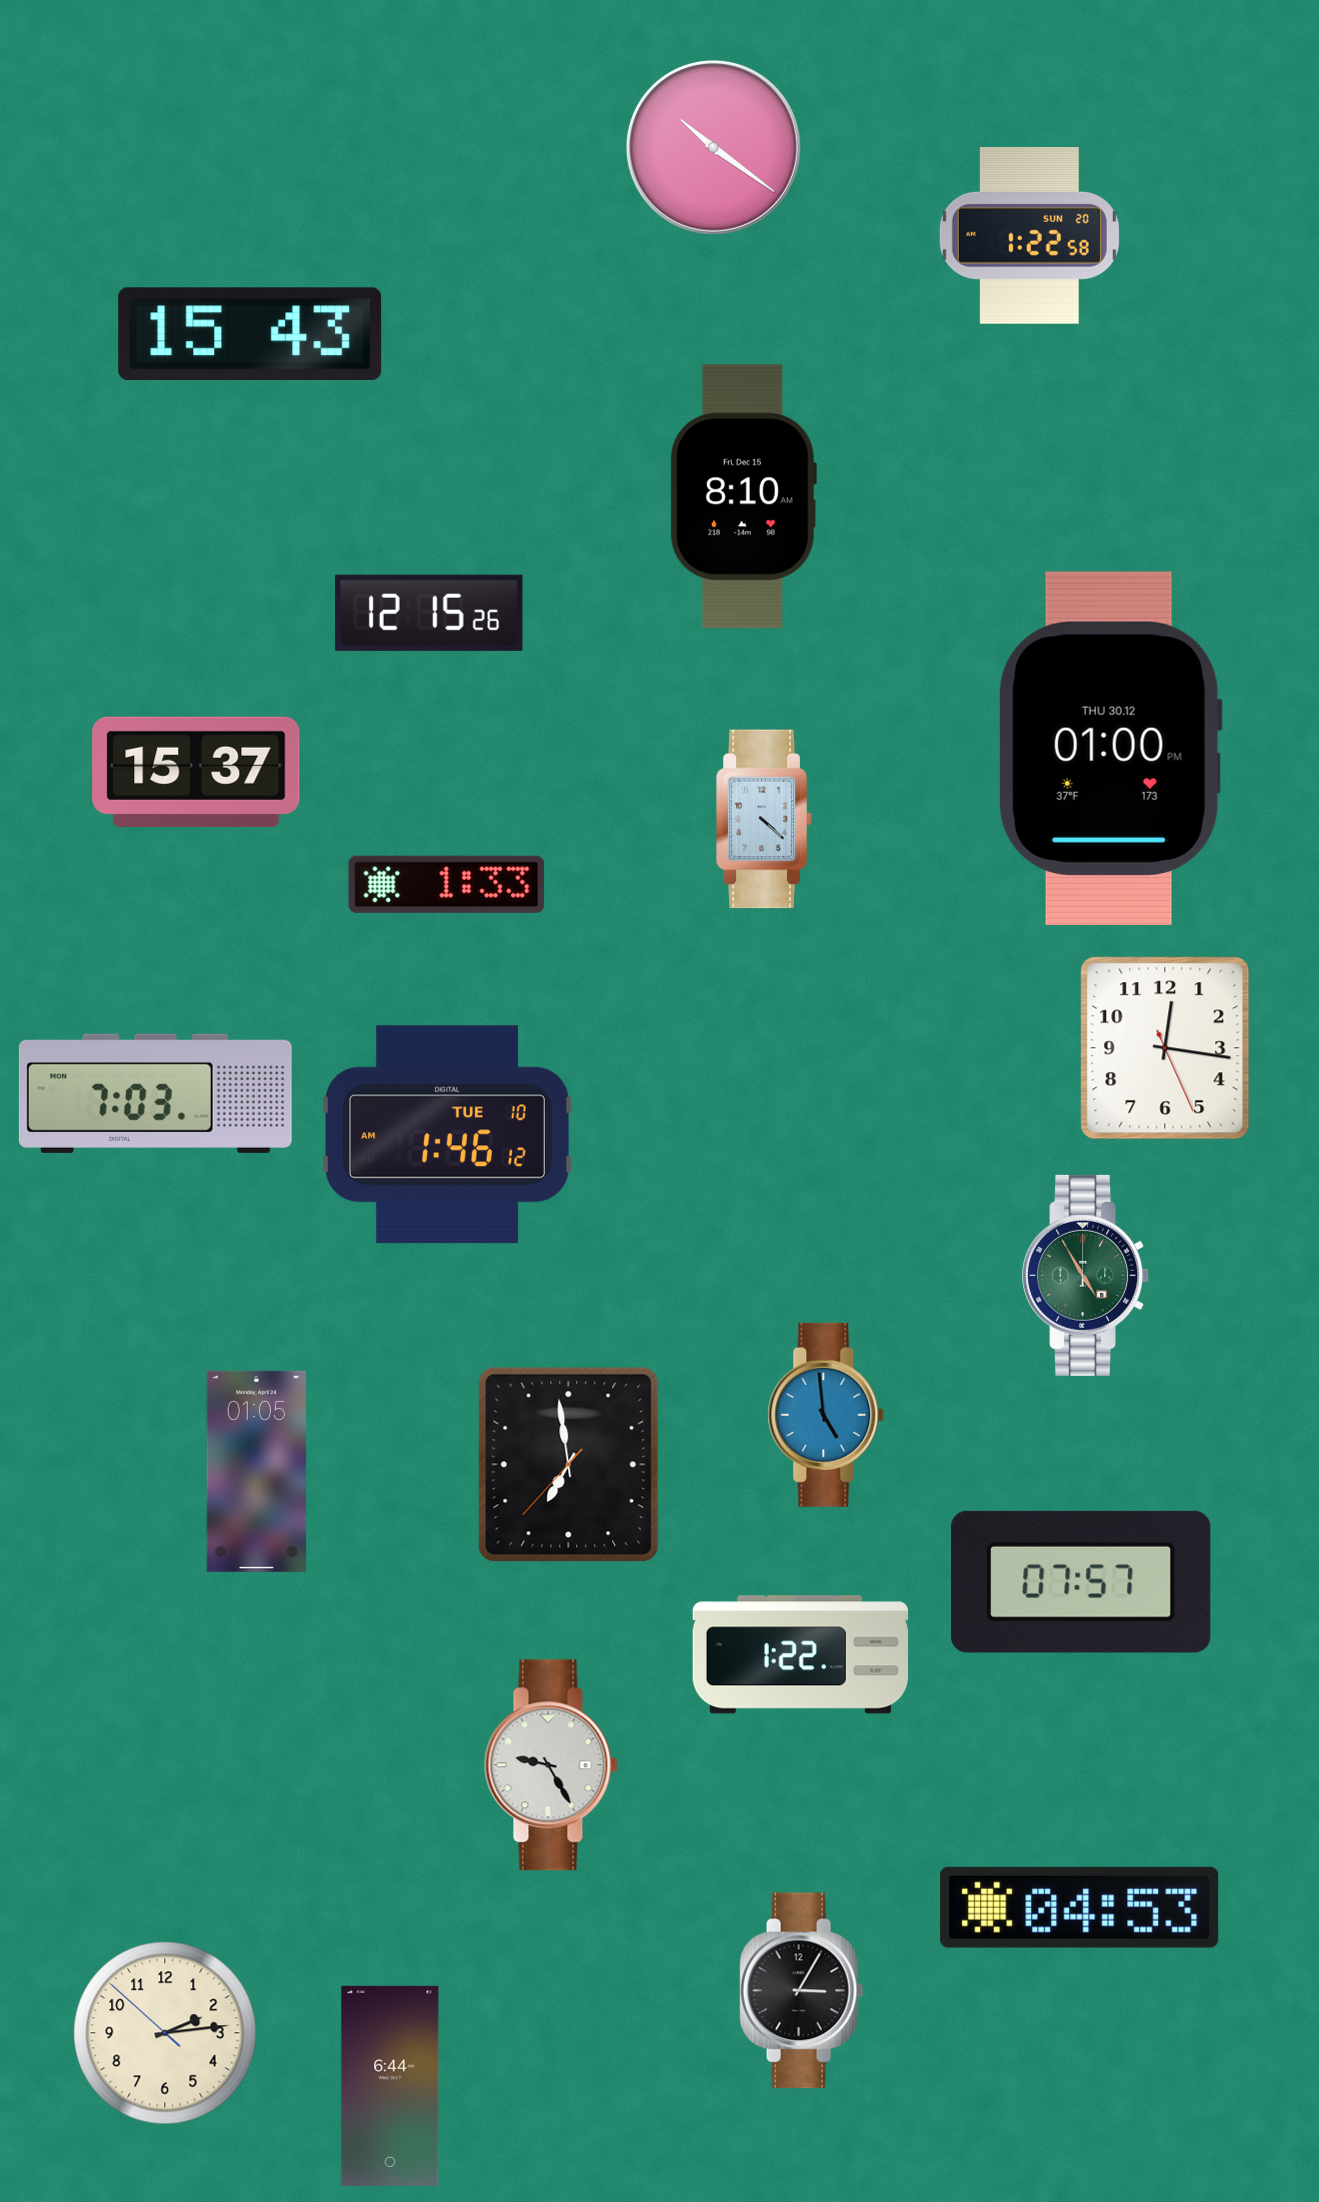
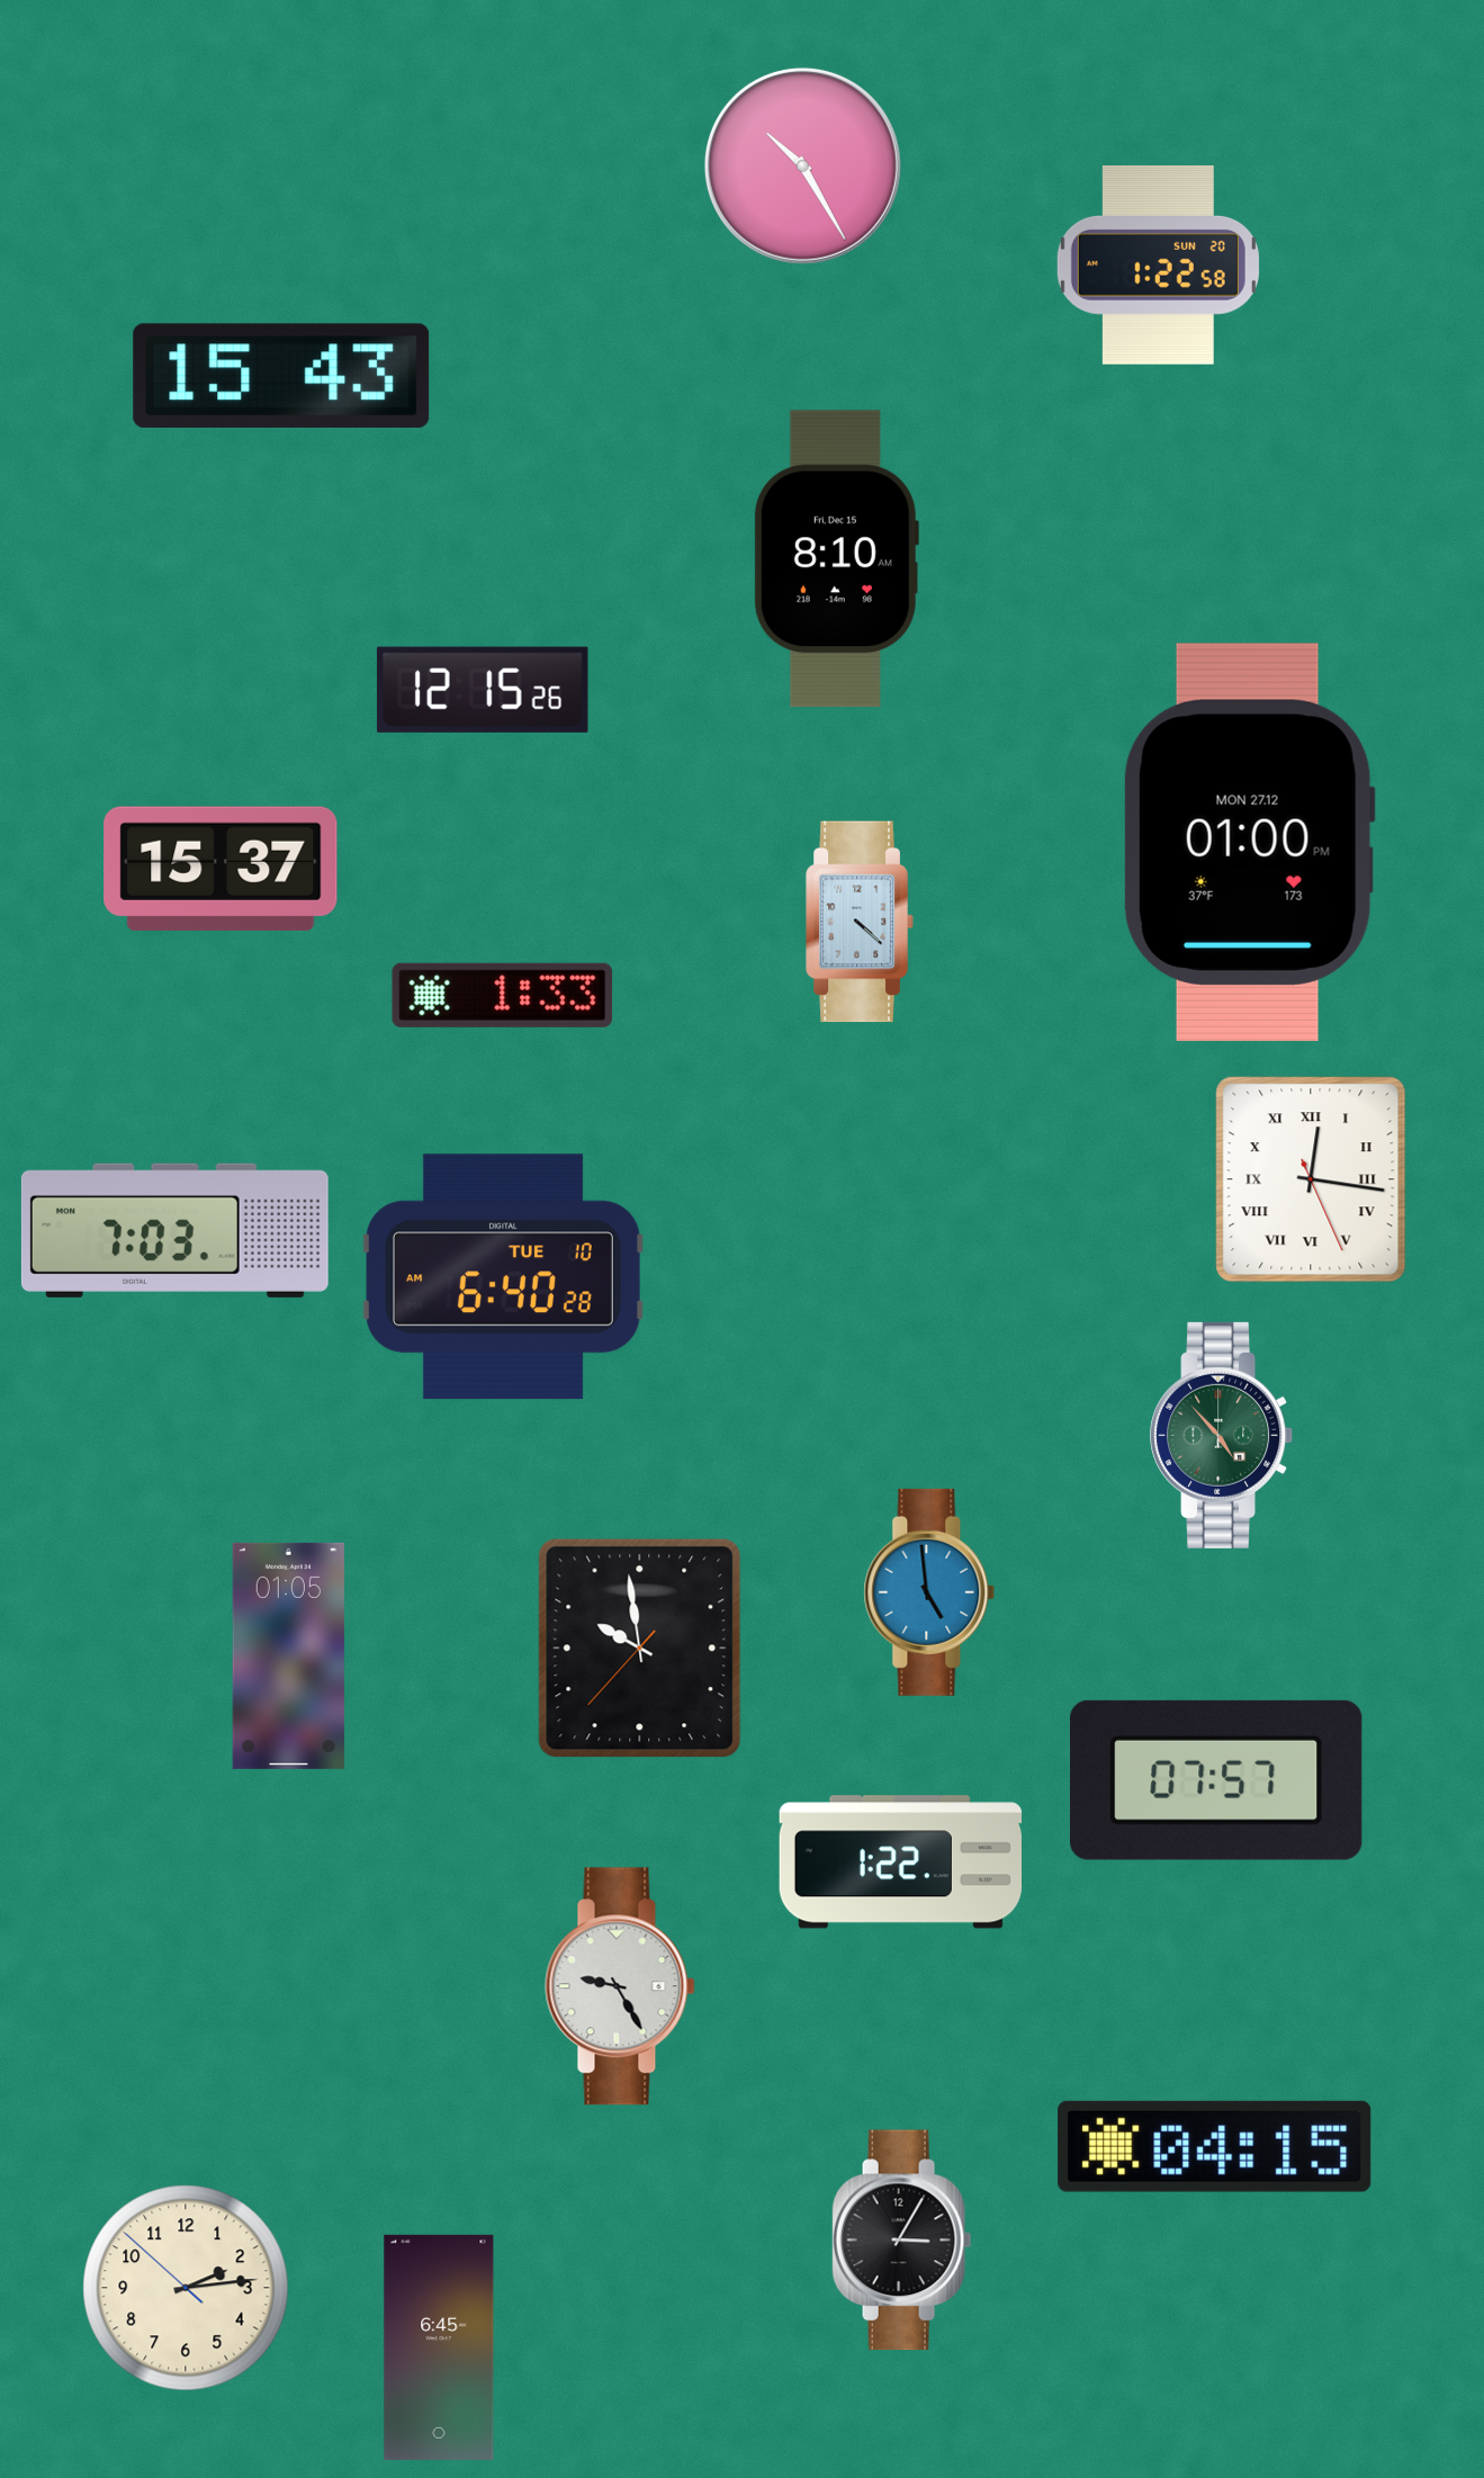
clock at (713, 147): 10:21 -> 10:25
clock at (1110, 748) date: THU 30.12 -> MON 27.12
clock at (1165, 1048) numerals: Arabic -> Roman
clock at (447, 1135): 1:46 -> 6:40
clock at (1086, 1275): 4:55 -> 4:53
clock at (569, 1465): 6:58 -> 9:58
clock at (1080, 1907): 04:53 -> 04:15
clock at (390, 2086): 6:44 -> 6:45
